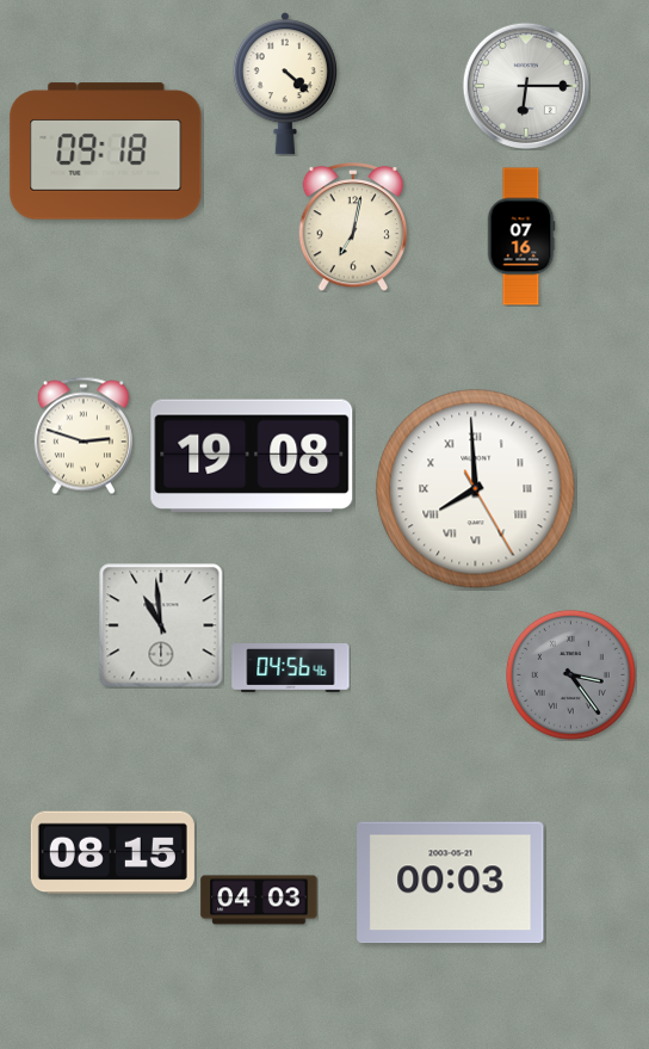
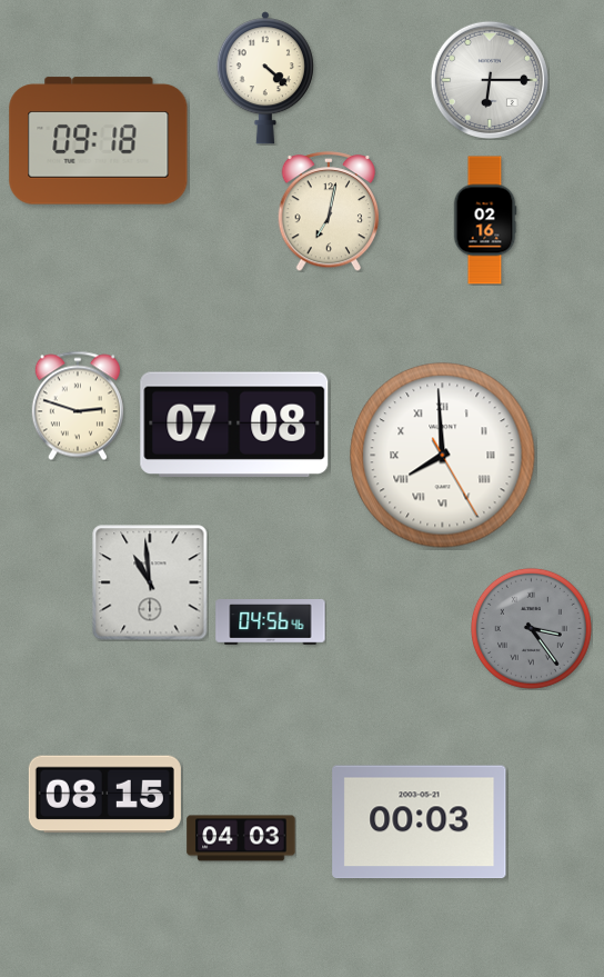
clock at (521, 236): 07:16 -> 02:16
clock at (252, 455): 19:08 -> 07:08
